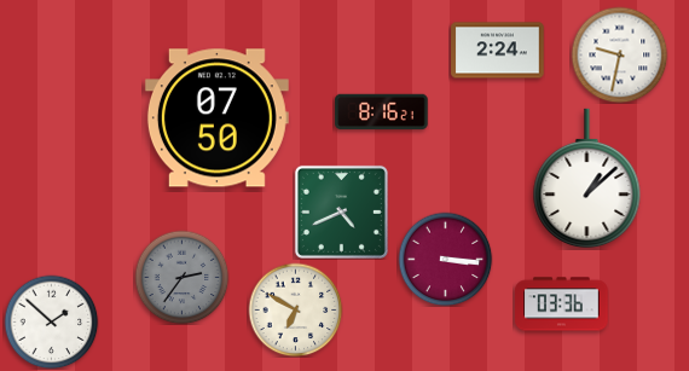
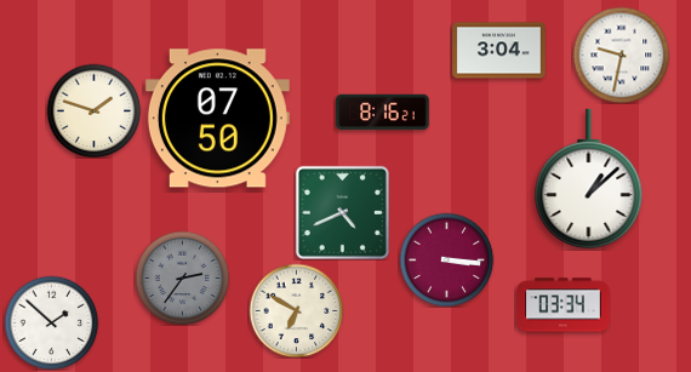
clock at (498, 51): 2:24 -> 3:04
clock at (93, 110): none -> 1:48
clock at (562, 305): 03:36 -> 03:34
